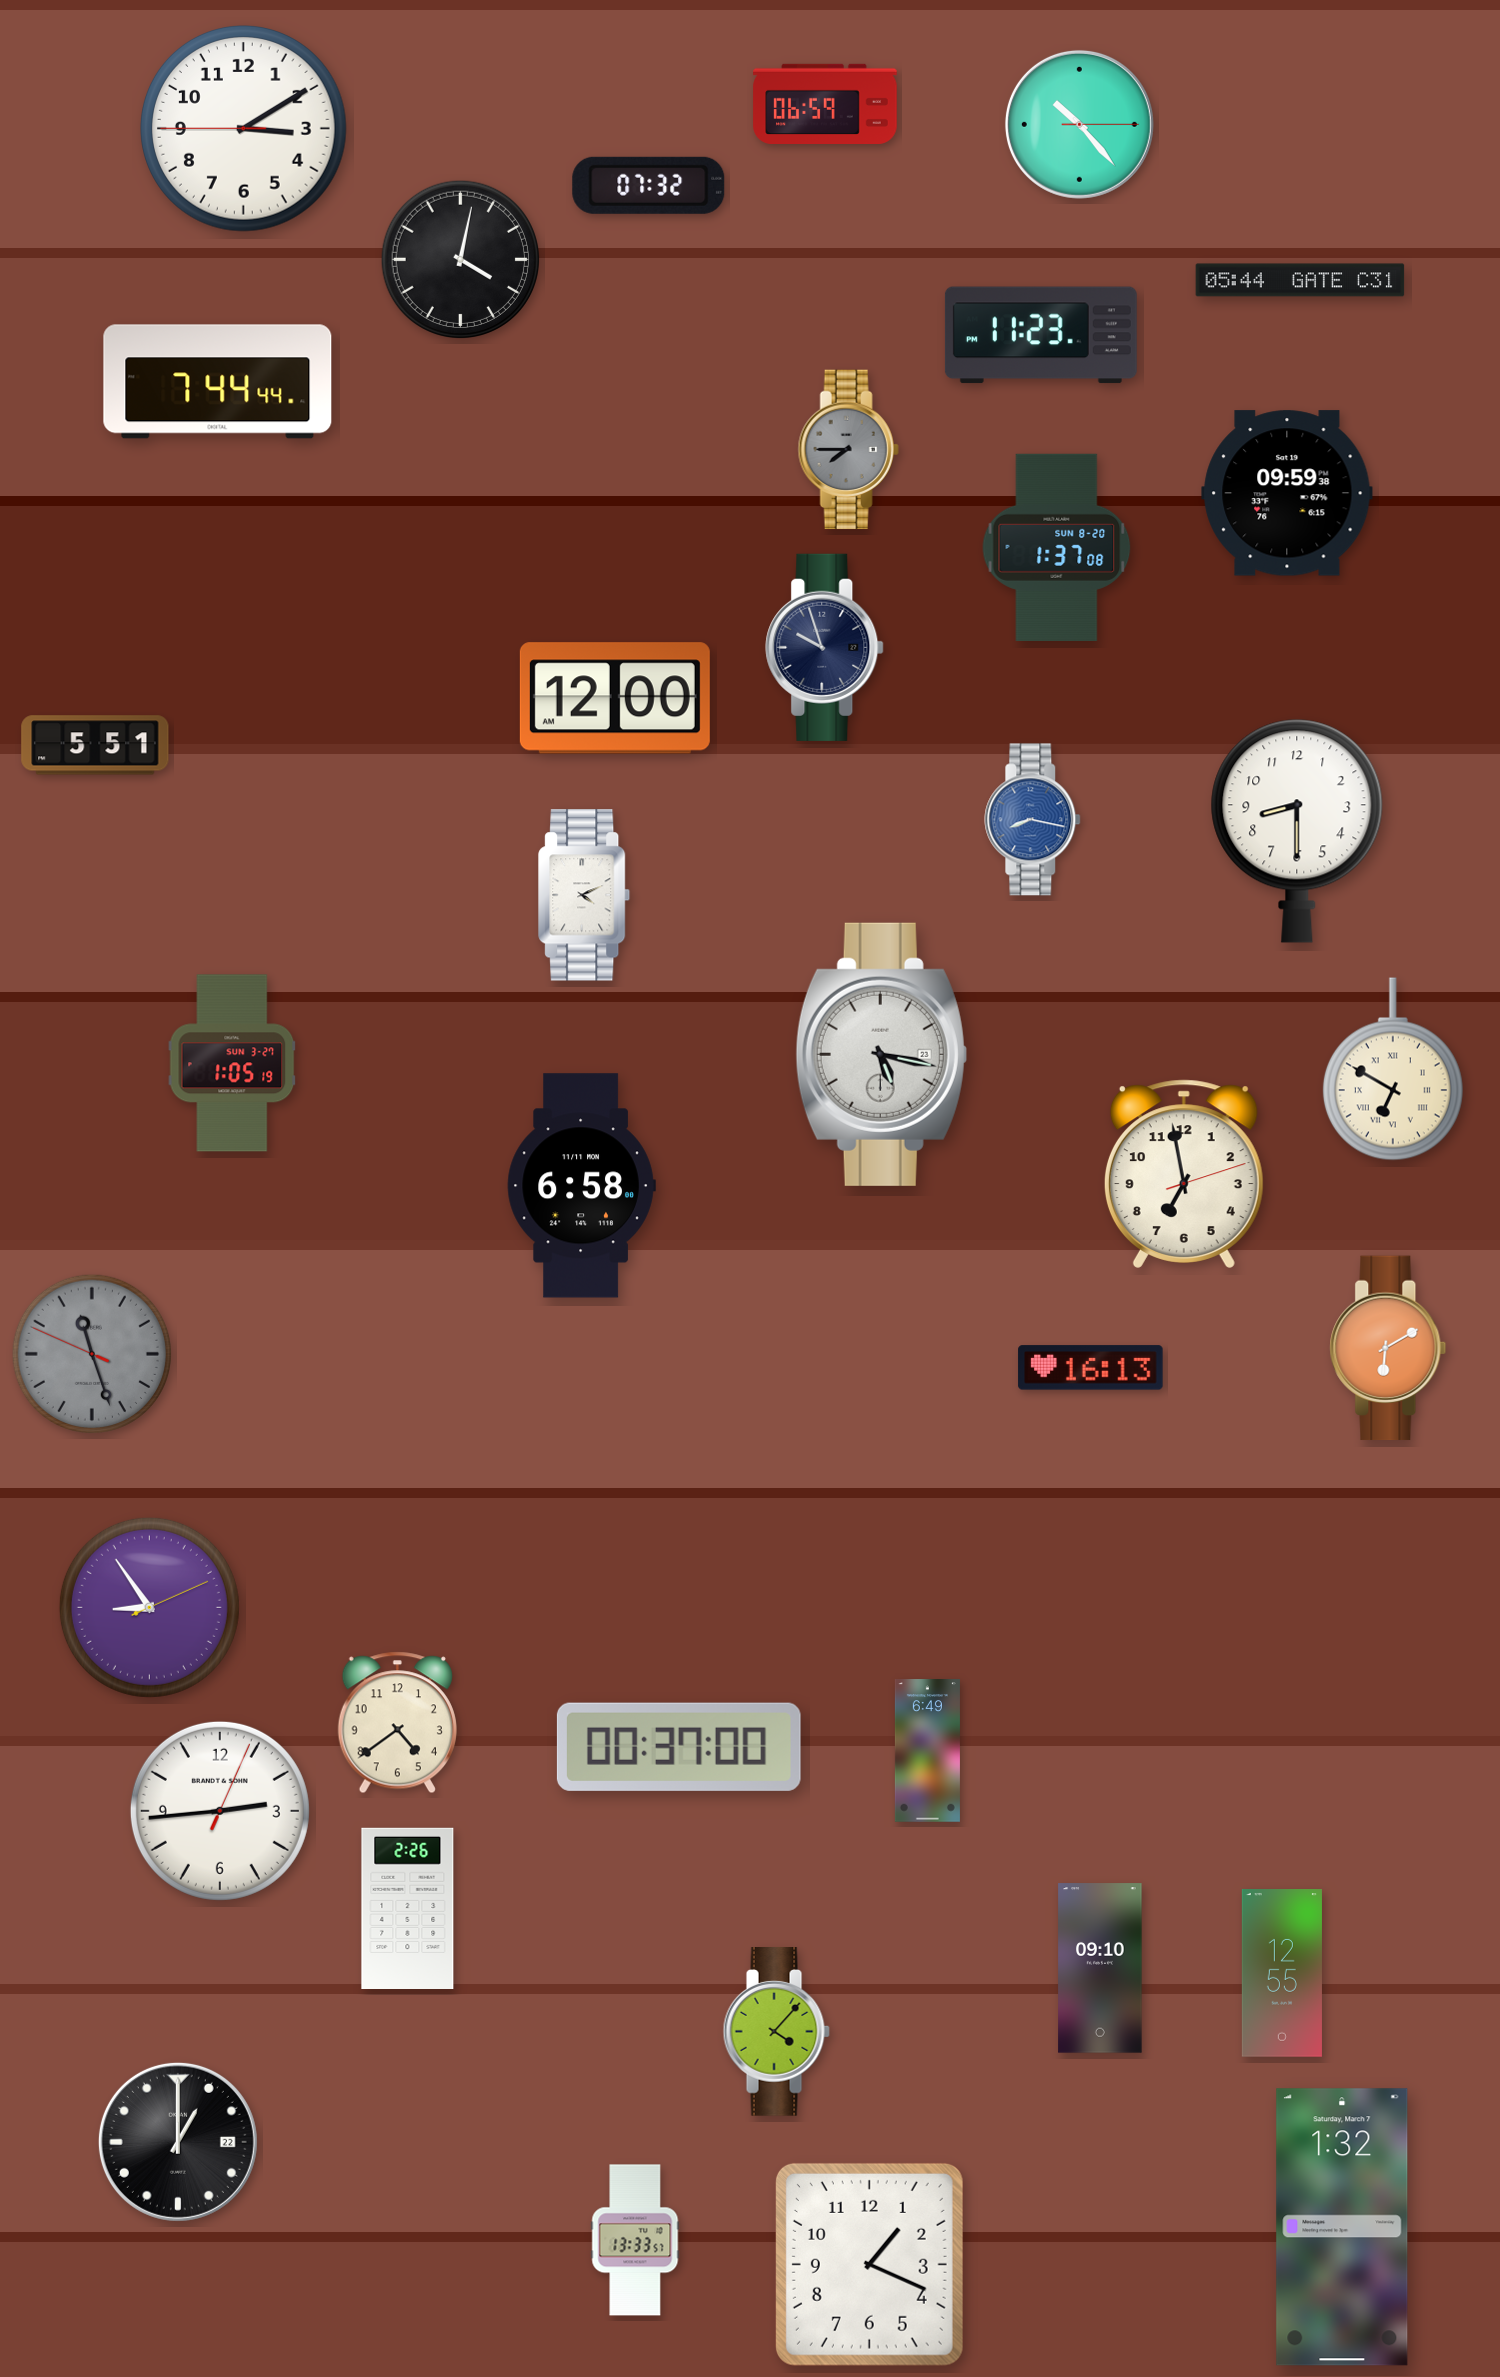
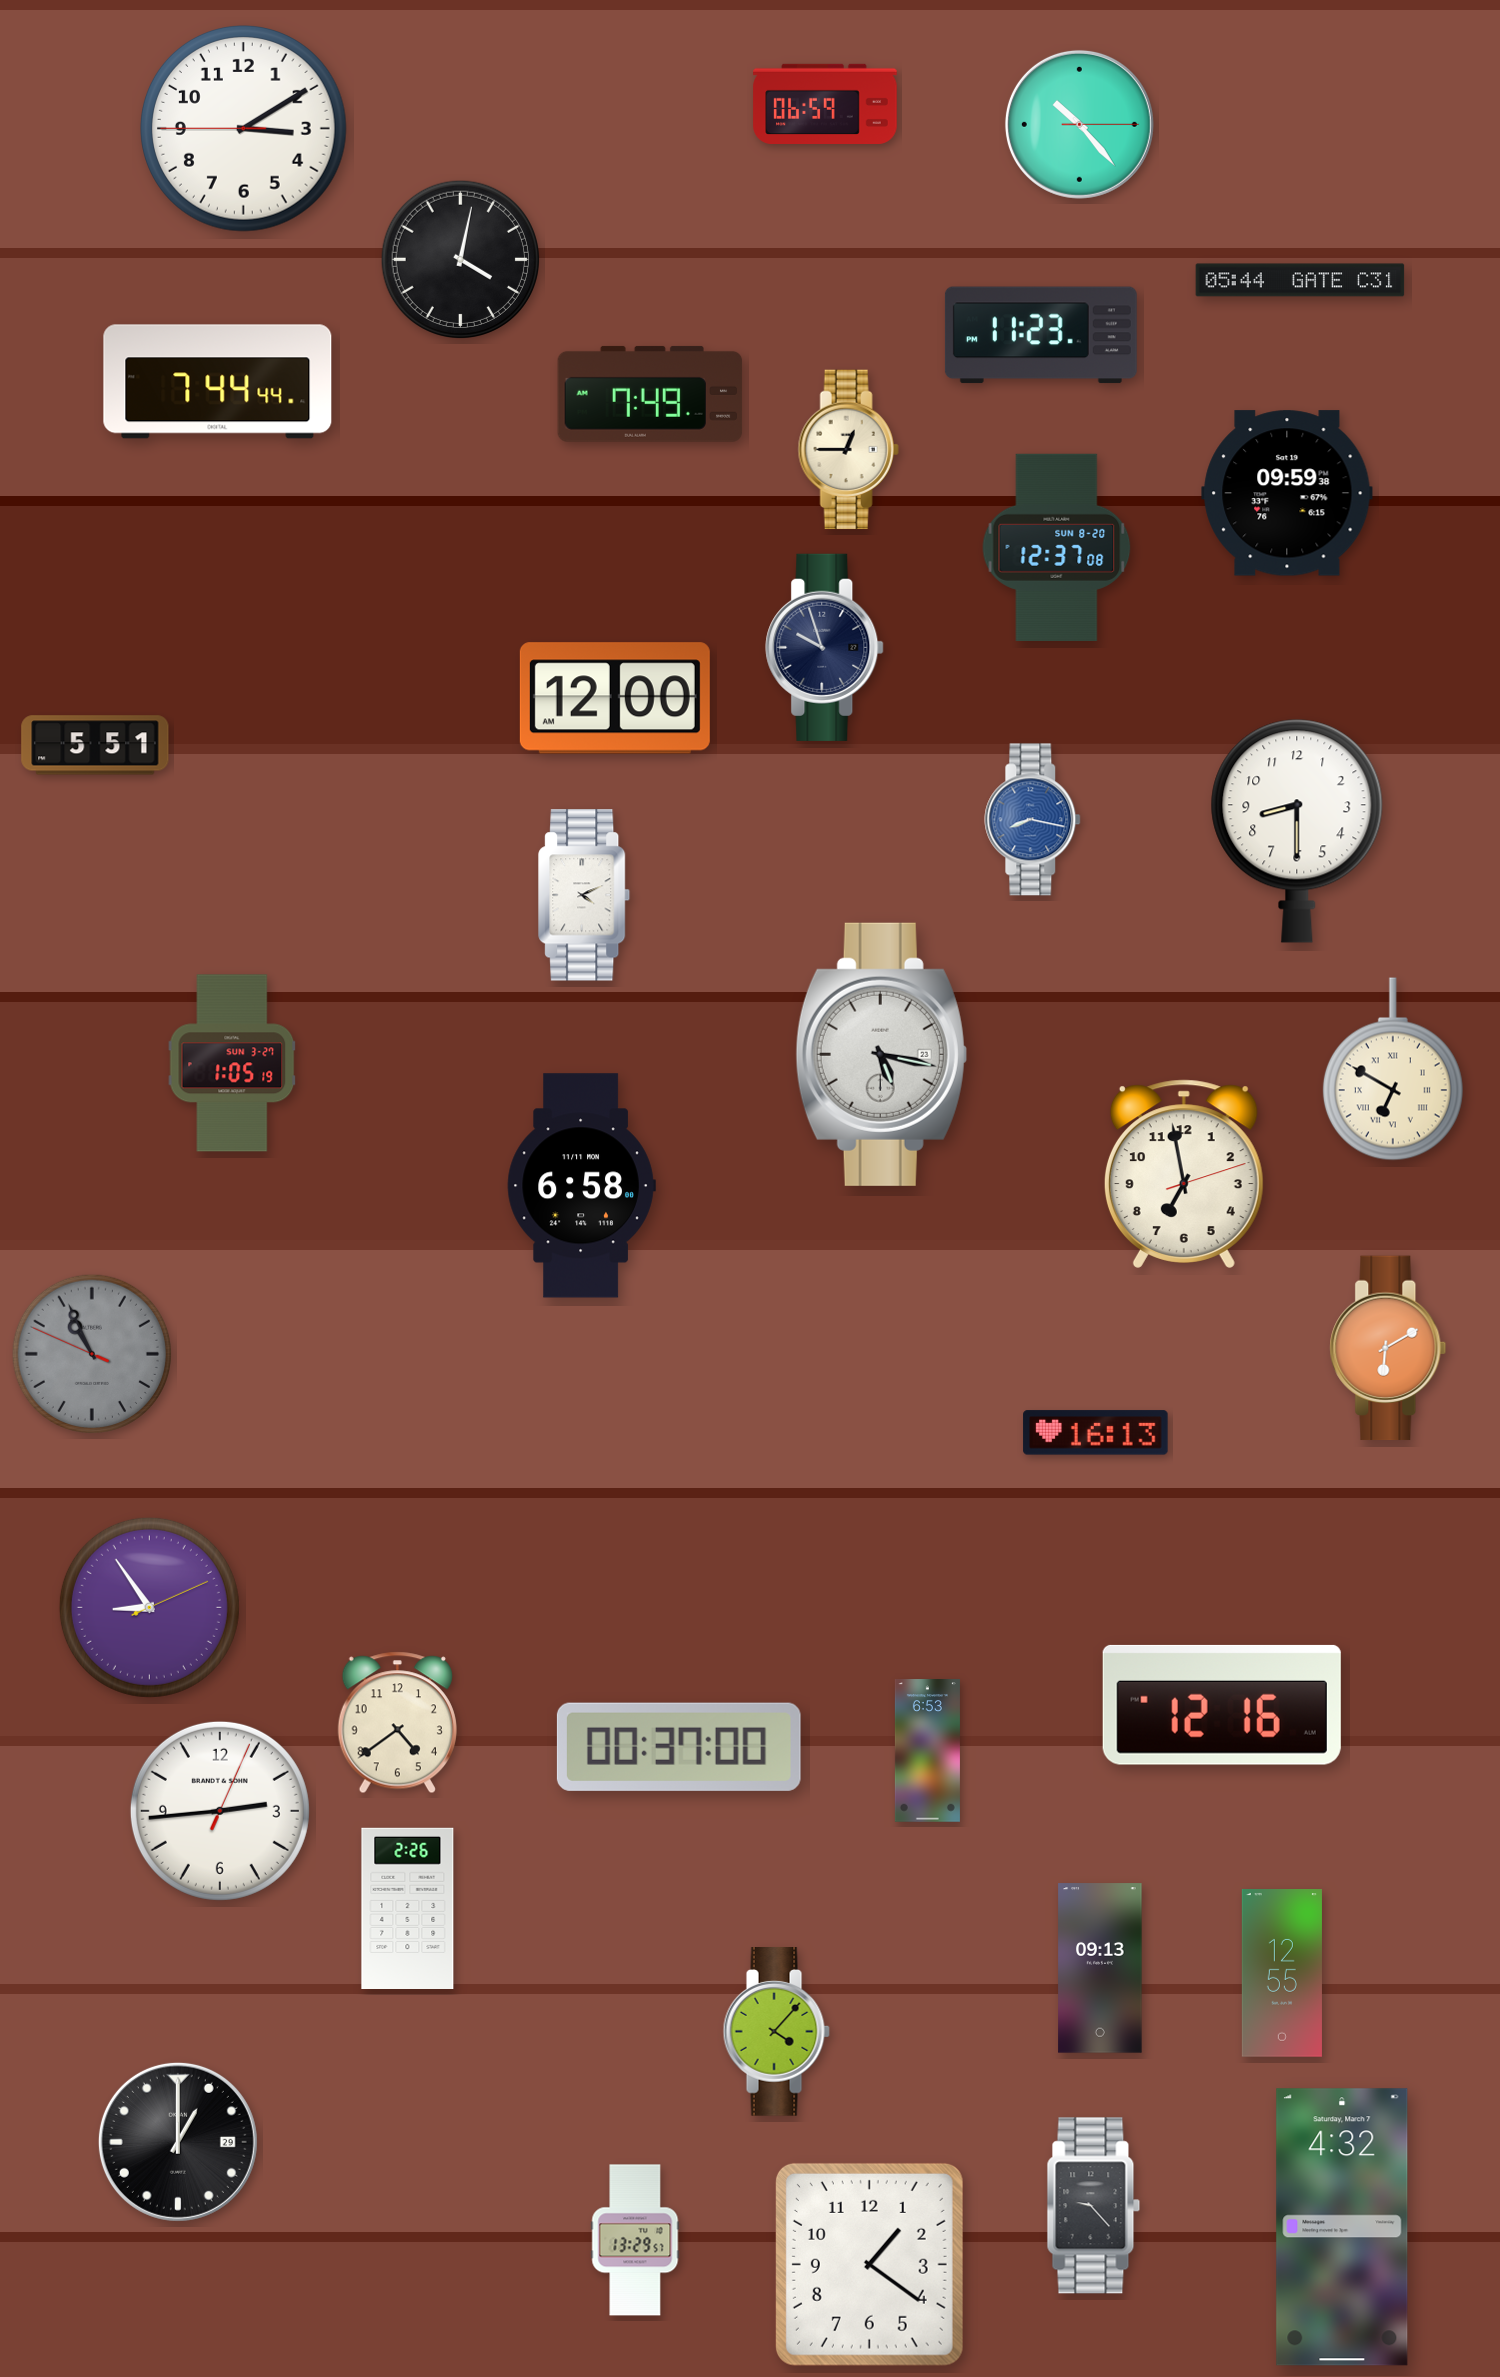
clock at (649, 185): 07:32 -> none
clock at (650, 394): none -> 7:49
clock at (848, 450): 7:45 -> 12:45
clock at (848, 450) dial: grey -> cream
clock at (1057, 547): 1:37 -> 12:37
clock at (91, 1353): 11:26 -> 10:55
clock at (1091, 1368) position: (1091, 1368) -> (1096, 1433)
clock at (1222, 1705): none -> 12:16
clock at (927, 1751): 6:49 -> 6:53
clock at (1100, 1968): 09:10 -> 09:13
clock at (178, 2142) date: 22 -> 29
clock at (1094, 2206): none -> 9:23
clock at (1342, 2227): 1:32 -> 4:32
clock at (635, 2240): 13:33 -> 13:29
clock at (869, 2264): 1:19 -> 1:21
